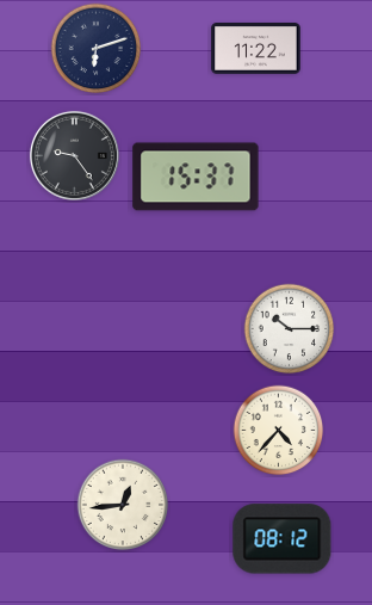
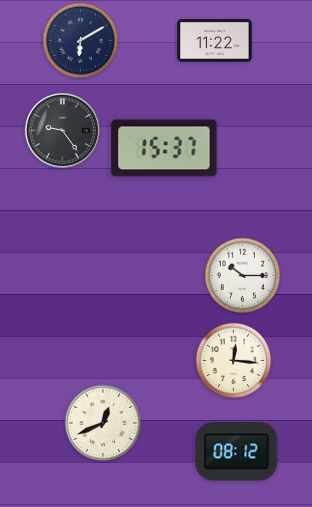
clock at (97, 49): 6:12 -> 6:10
clock at (279, 431): 4:37 -> 12:16
clock at (123, 505): 12:44 -> 12:41
